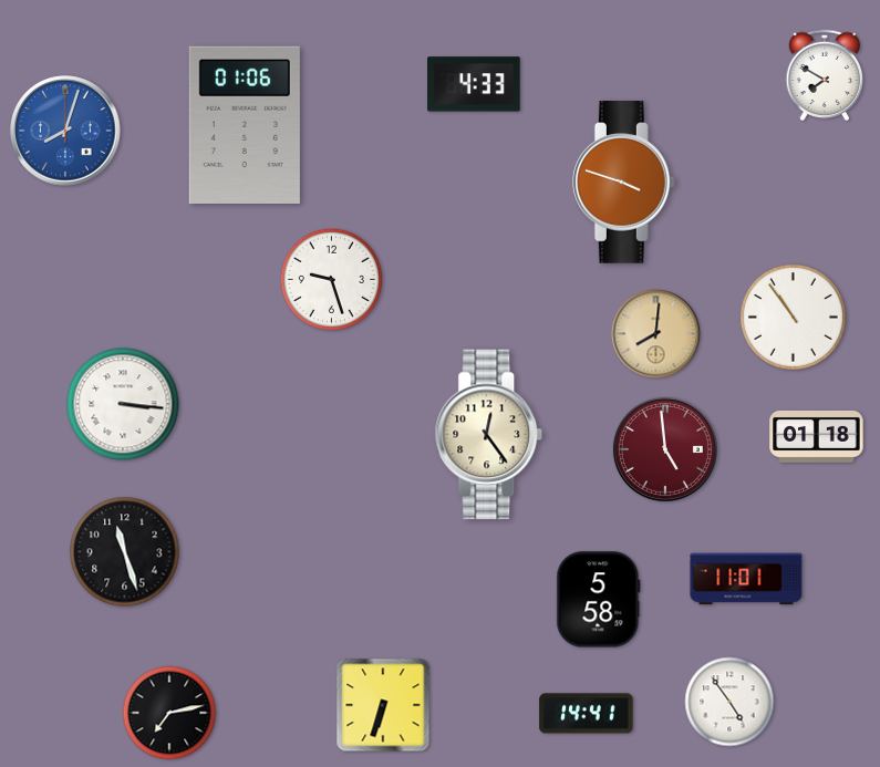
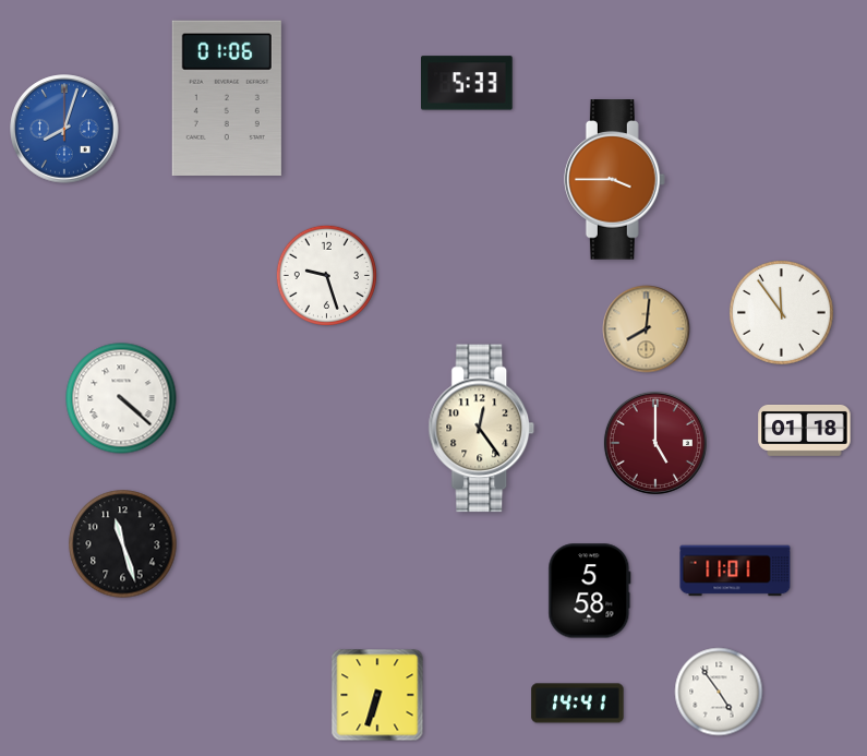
clock at (825, 75): 7:50 -> none
clock at (474, 84): 4:33 -> 5:33
clock at (245, 125) position: (245, 125) -> (227, 98)
clock at (623, 183): 3:48 -> 3:45
clock at (794, 318): 10:54 -> 11:54
clock at (123, 404): 3:16 -> 4:22
clock at (665, 449): 4:59 -> 5:00
clock at (169, 713): 7:13 -> none
